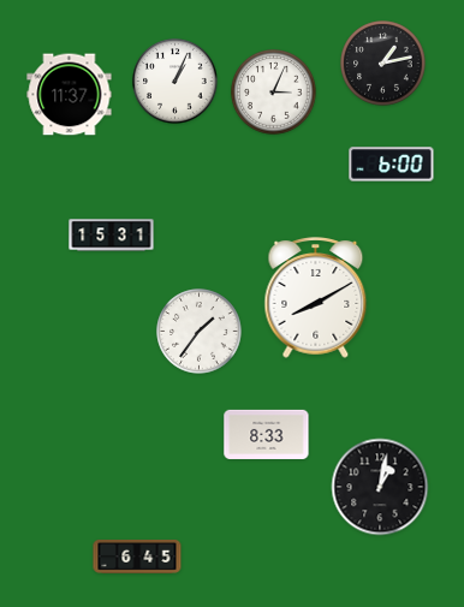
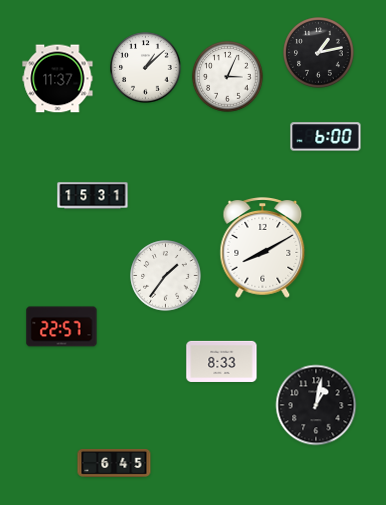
clock at (176, 82): 1:04 -> 1:08
clock at (62, 327): none -> 22:57
